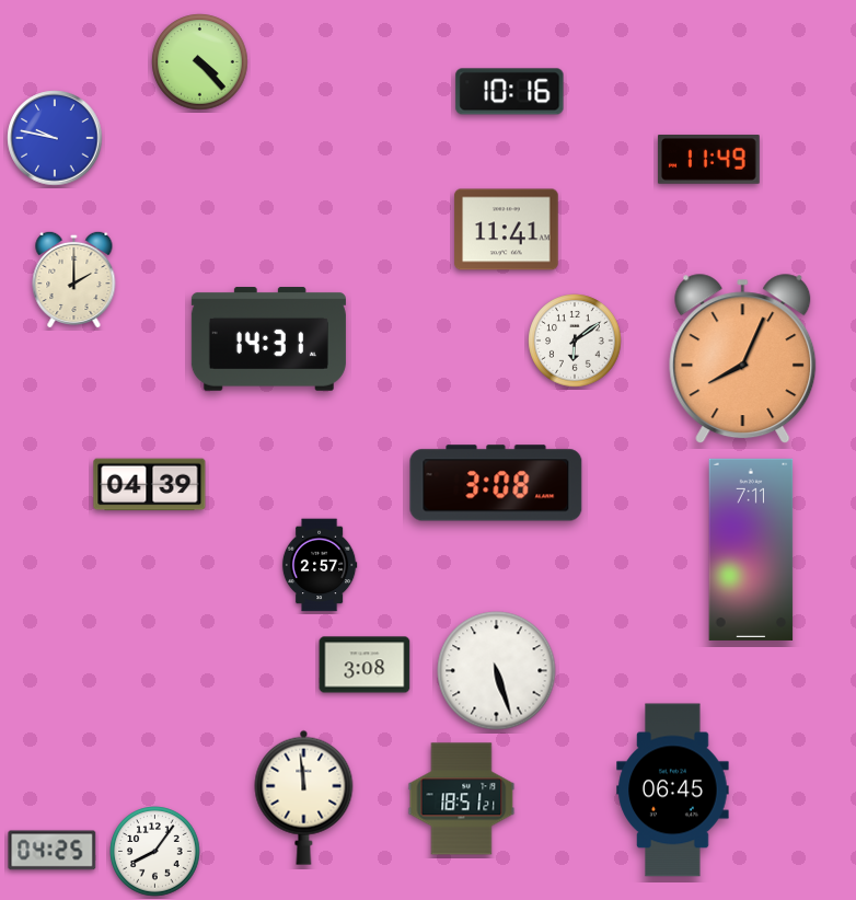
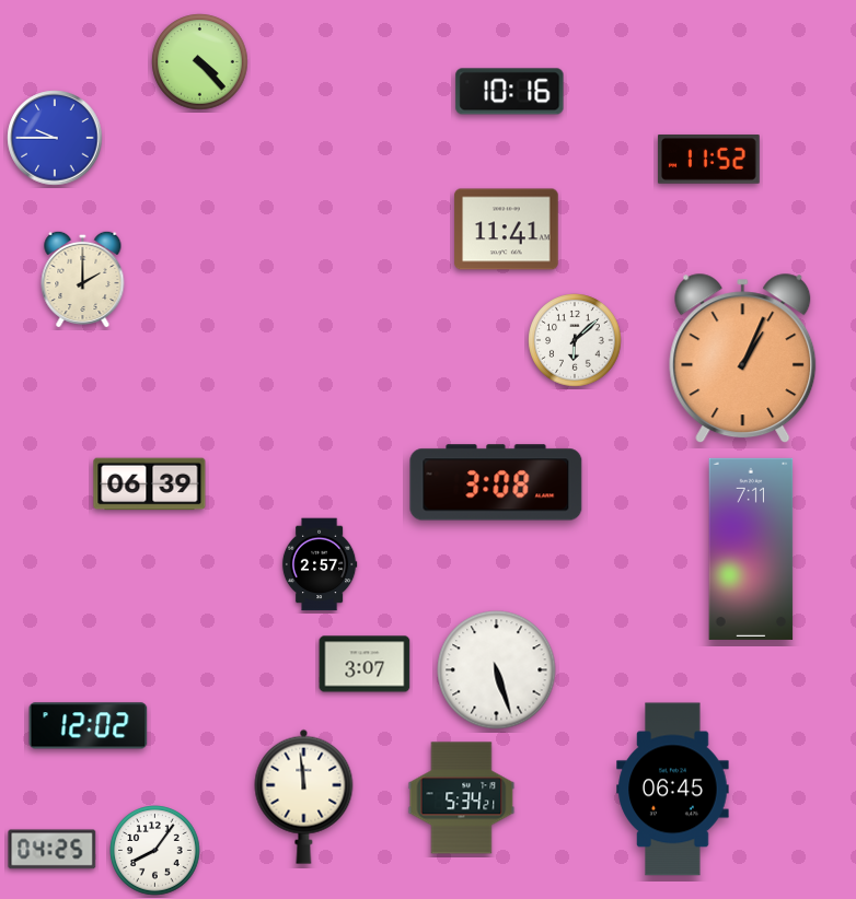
clock at (55, 138): 9:47 -> 9:45
clock at (708, 160): 11:49 -> 11:52
clock at (74, 279) position: (74, 279) -> (83, 279)
clock at (268, 339): 14:31 -> none
clock at (575, 341): 6:09 -> 6:08
clock at (743, 359): 8:04 -> 1:04
clock at (150, 485): 04:39 -> 06:39
clock at (365, 665): 3:08 -> 3:07
clock at (89, 726): none -> 12:02
clock at (462, 799): 18:51 -> 5:34
